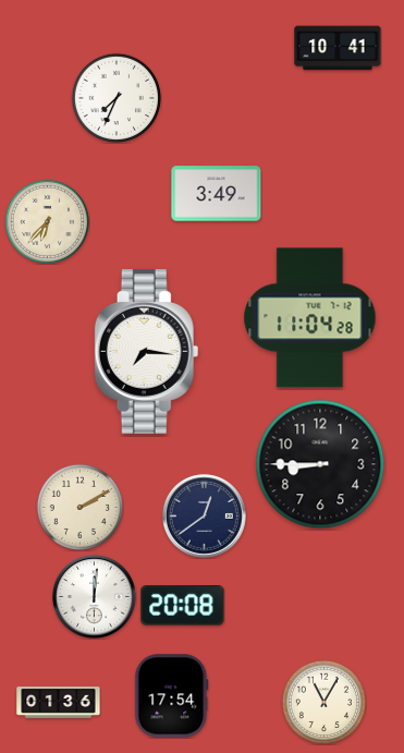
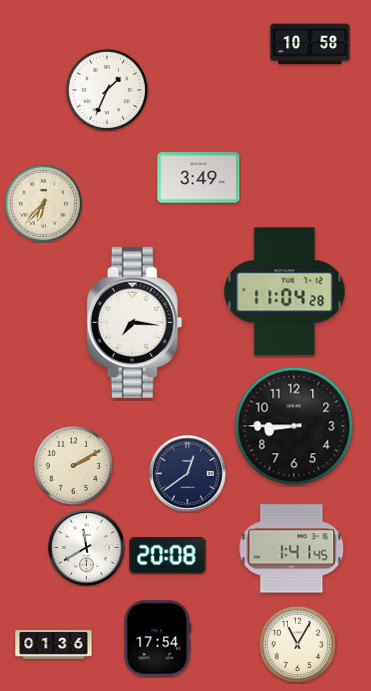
clock at (338, 48): 10:41 -> 10:58
clock at (115, 97): 7:34 -> 1:34
clock at (95, 597): 12:01 -> 11:40
clock at (292, 549): none -> 1:41
